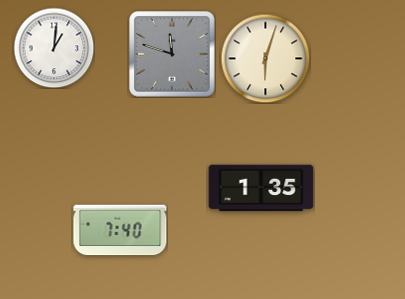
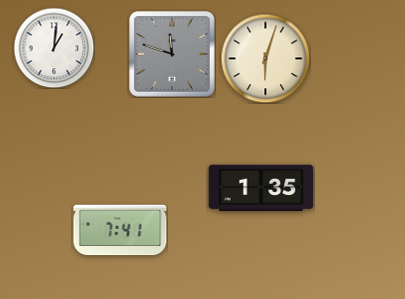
clock at (120, 230): 7:40 -> 7:41
